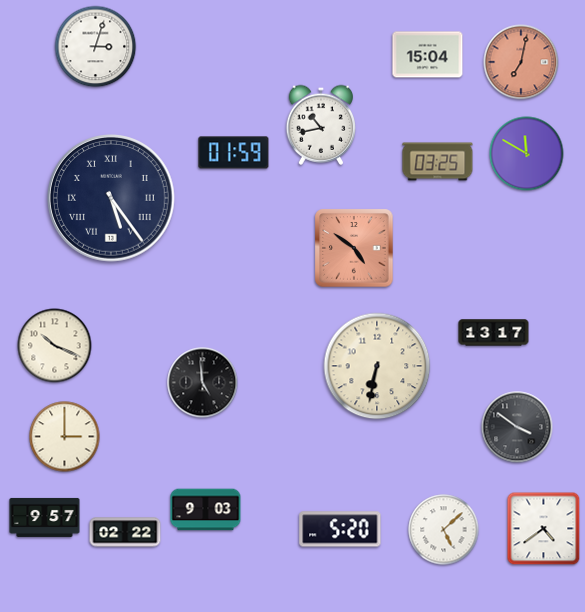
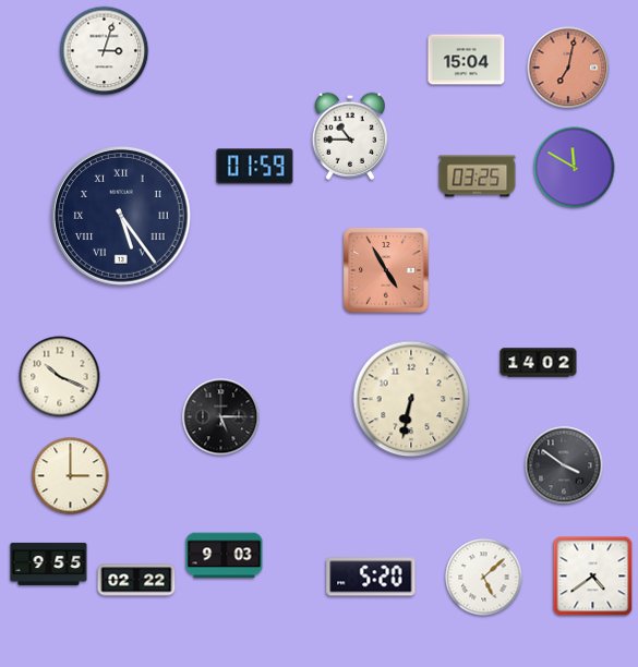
clock at (320, 125): 10:43 -> 10:45
clock at (354, 248): 4:51 -> 4:55
clock at (494, 333): 13:17 -> 14:02
clock at (203, 383): 4:59 -> 5:15
clock at (45, 517): 9:57 -> 9:55
